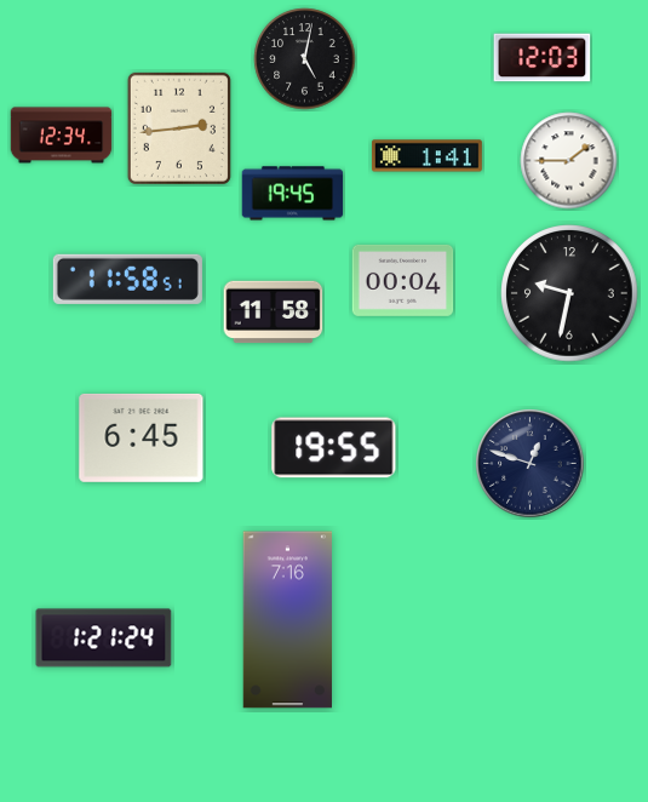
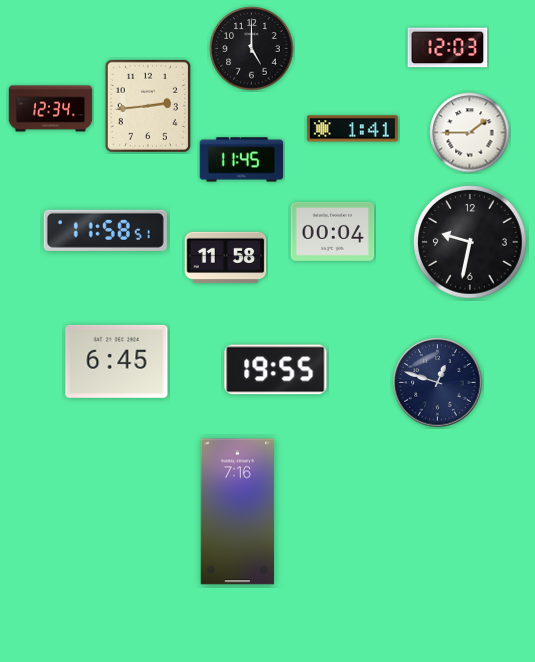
clock at (305, 59): 5:02 -> 5:00
clock at (62, 136) position: (62, 136) -> (51, 109)
clock at (293, 194): 19:45 -> 11:45
clock at (104, 638): 1:21 -> none
